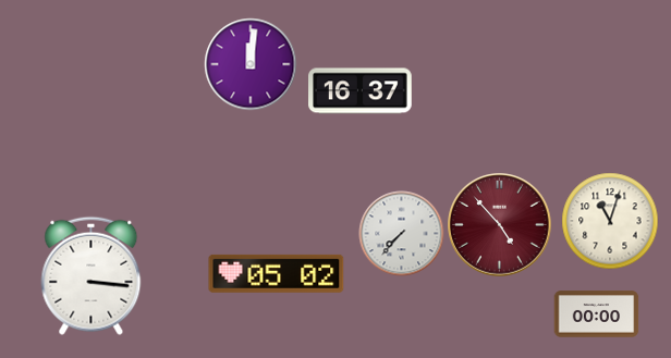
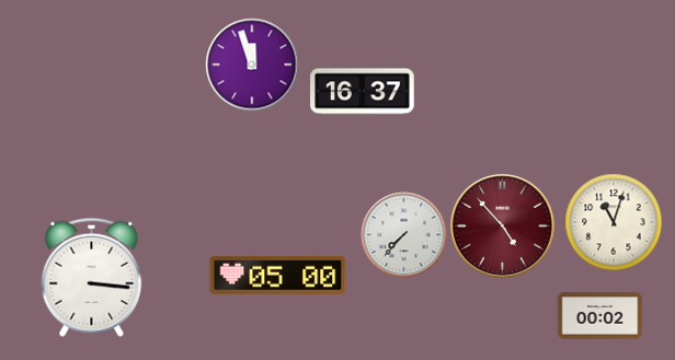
clock at (251, 64): 12:01 -> 11:57
clock at (277, 273): 05:02 -> 05:00
clock at (596, 314): 00:00 -> 00:02
